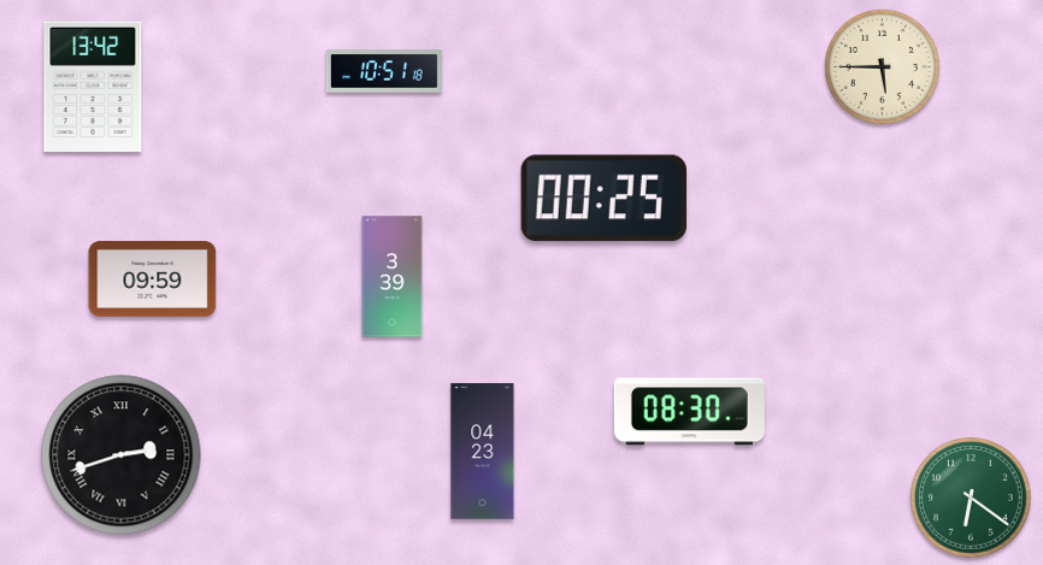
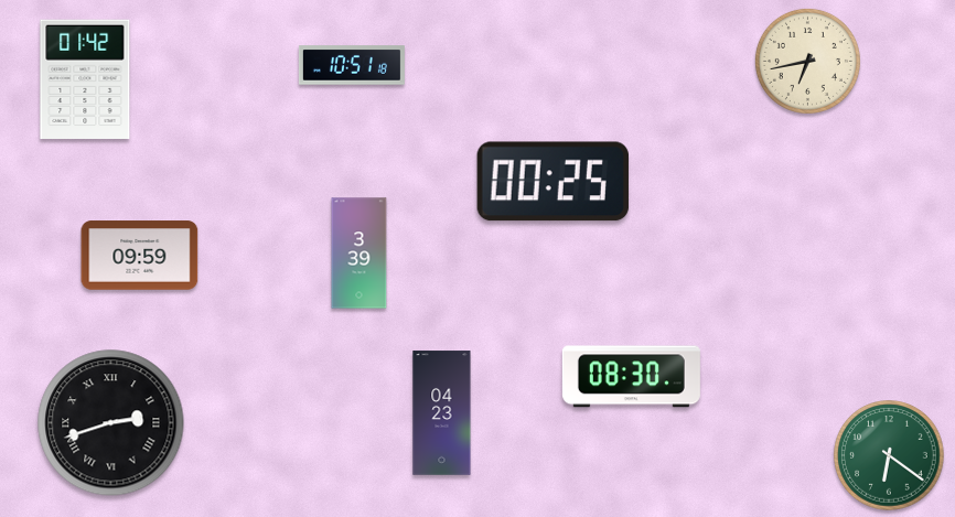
clock at (882, 66): 5:45 -> 6:43
clock at (93, 87): 13:42 -> 01:42
clock at (122, 455) position: (122, 455) -> (111, 423)
